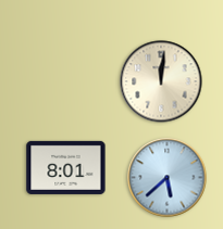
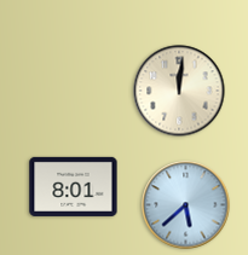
clock at (168, 178) position: (168, 178) -> (186, 205)
